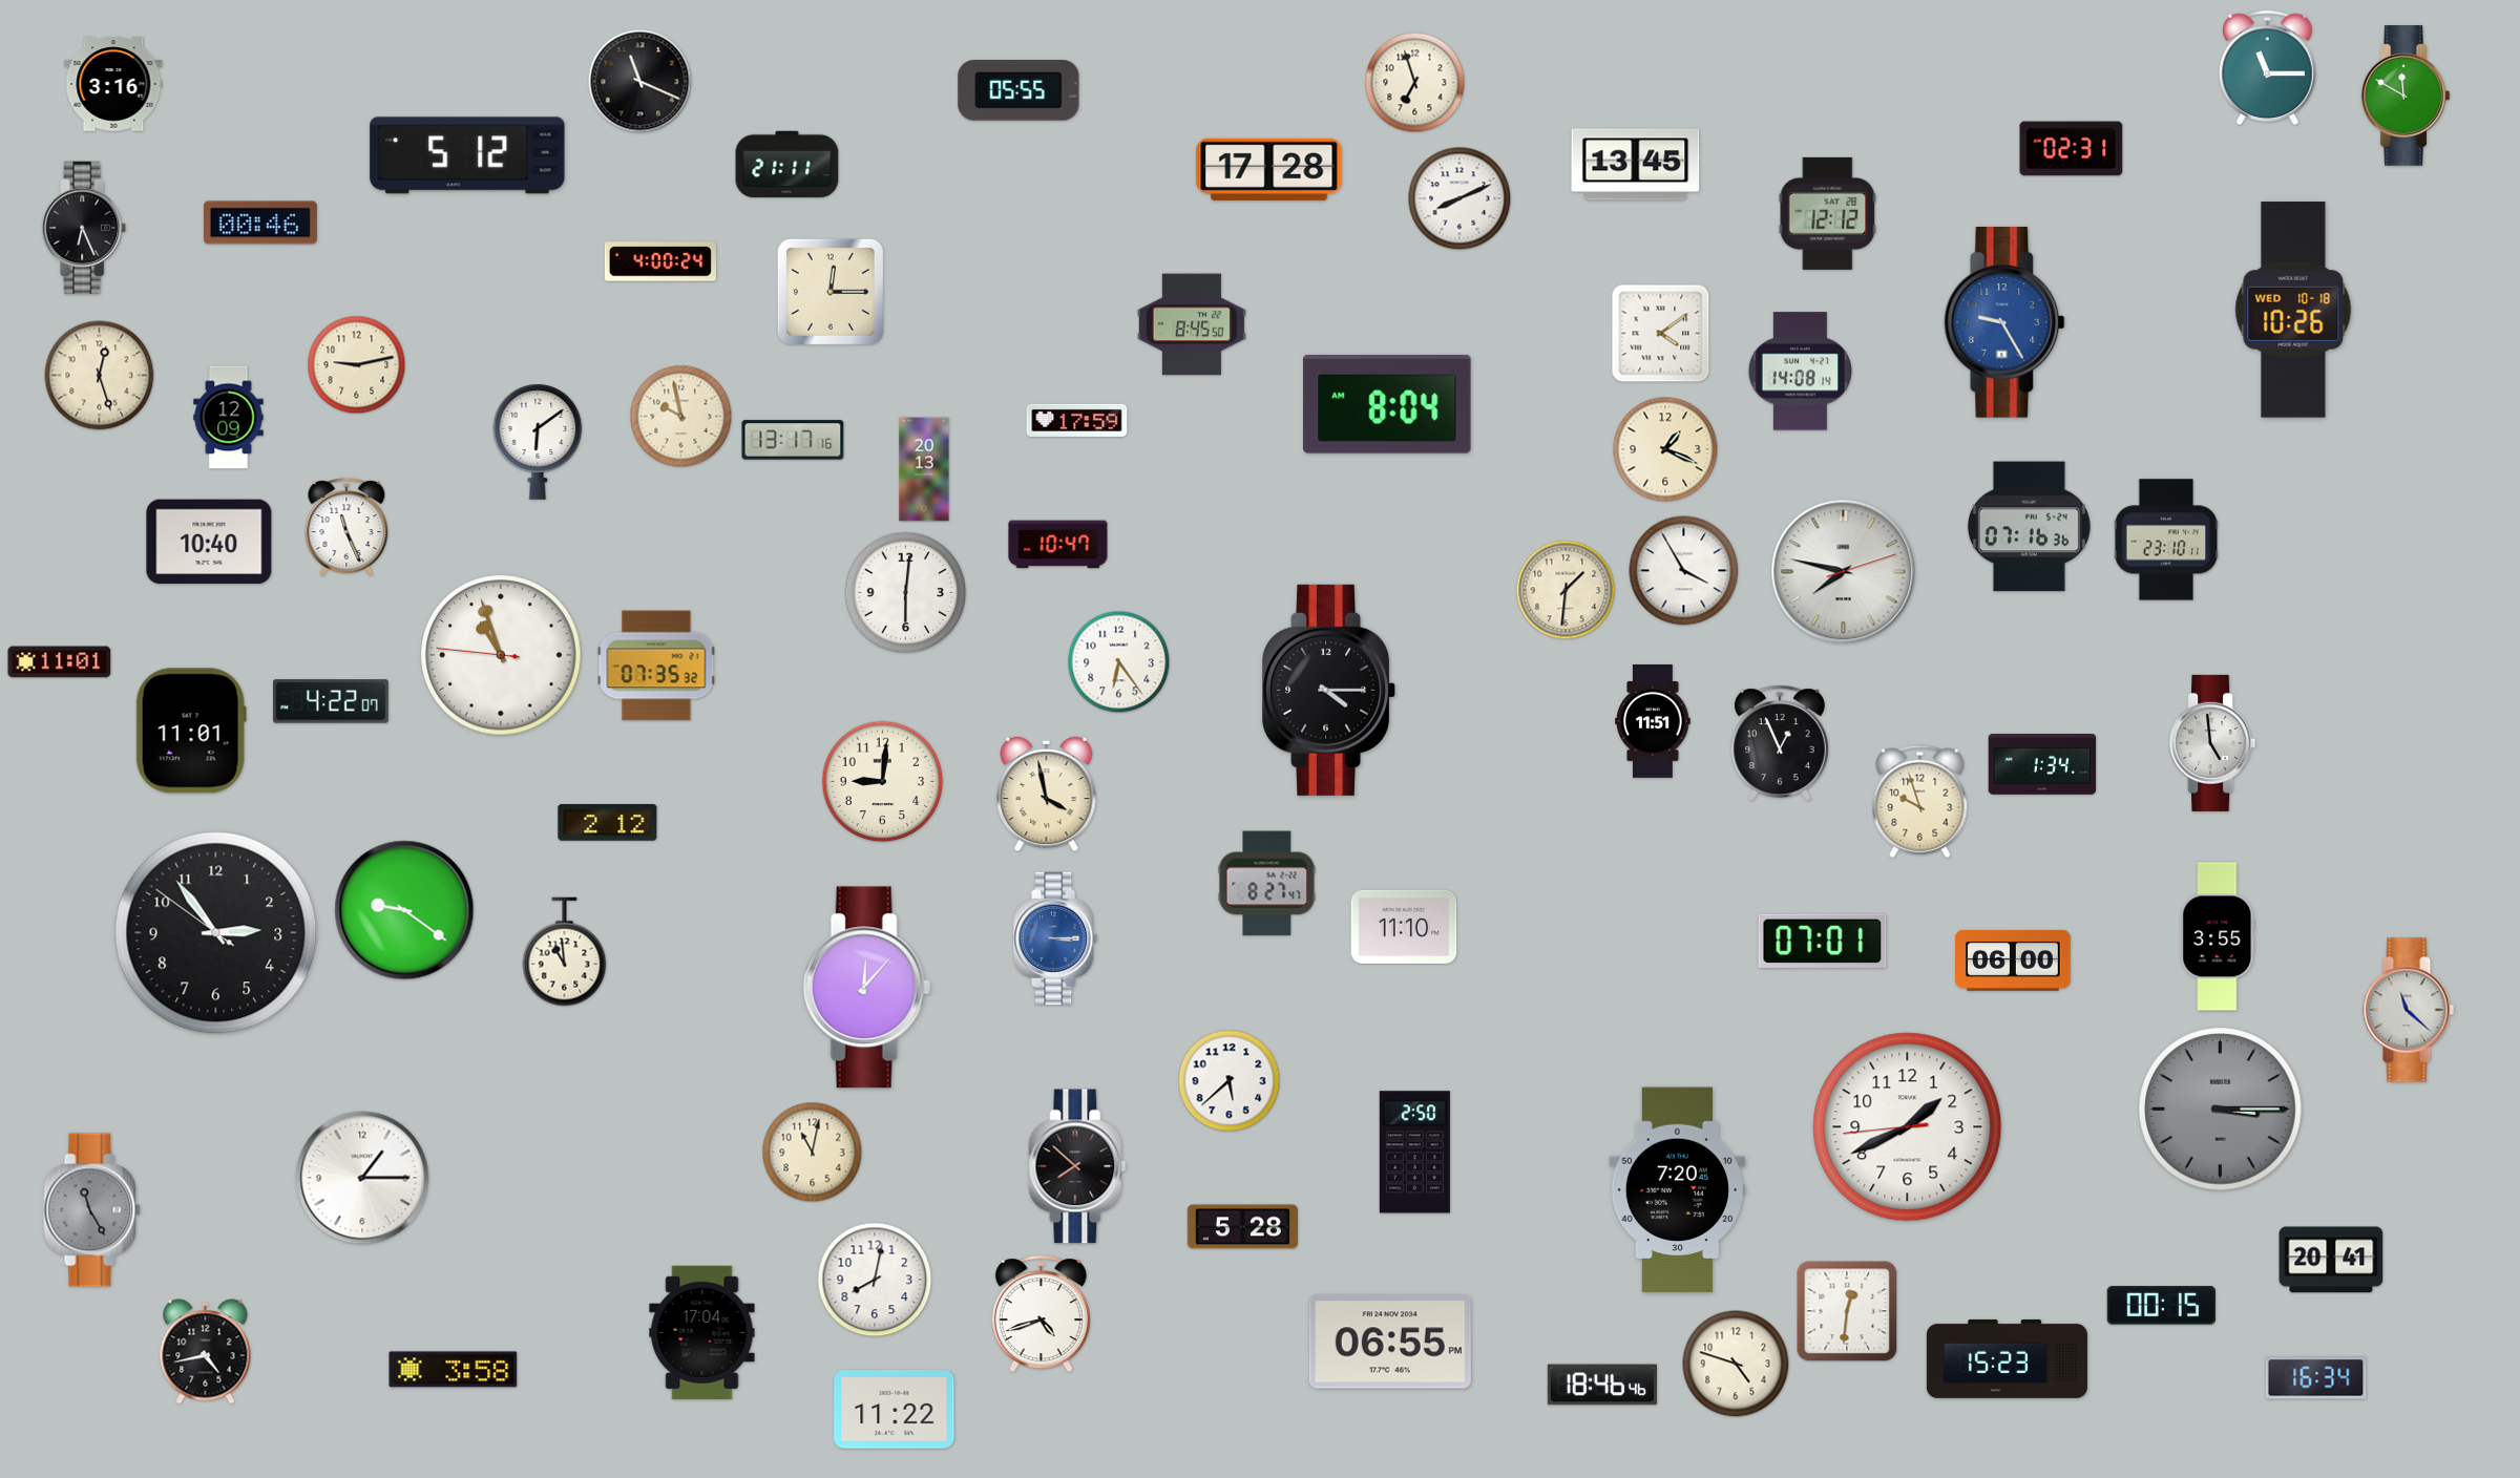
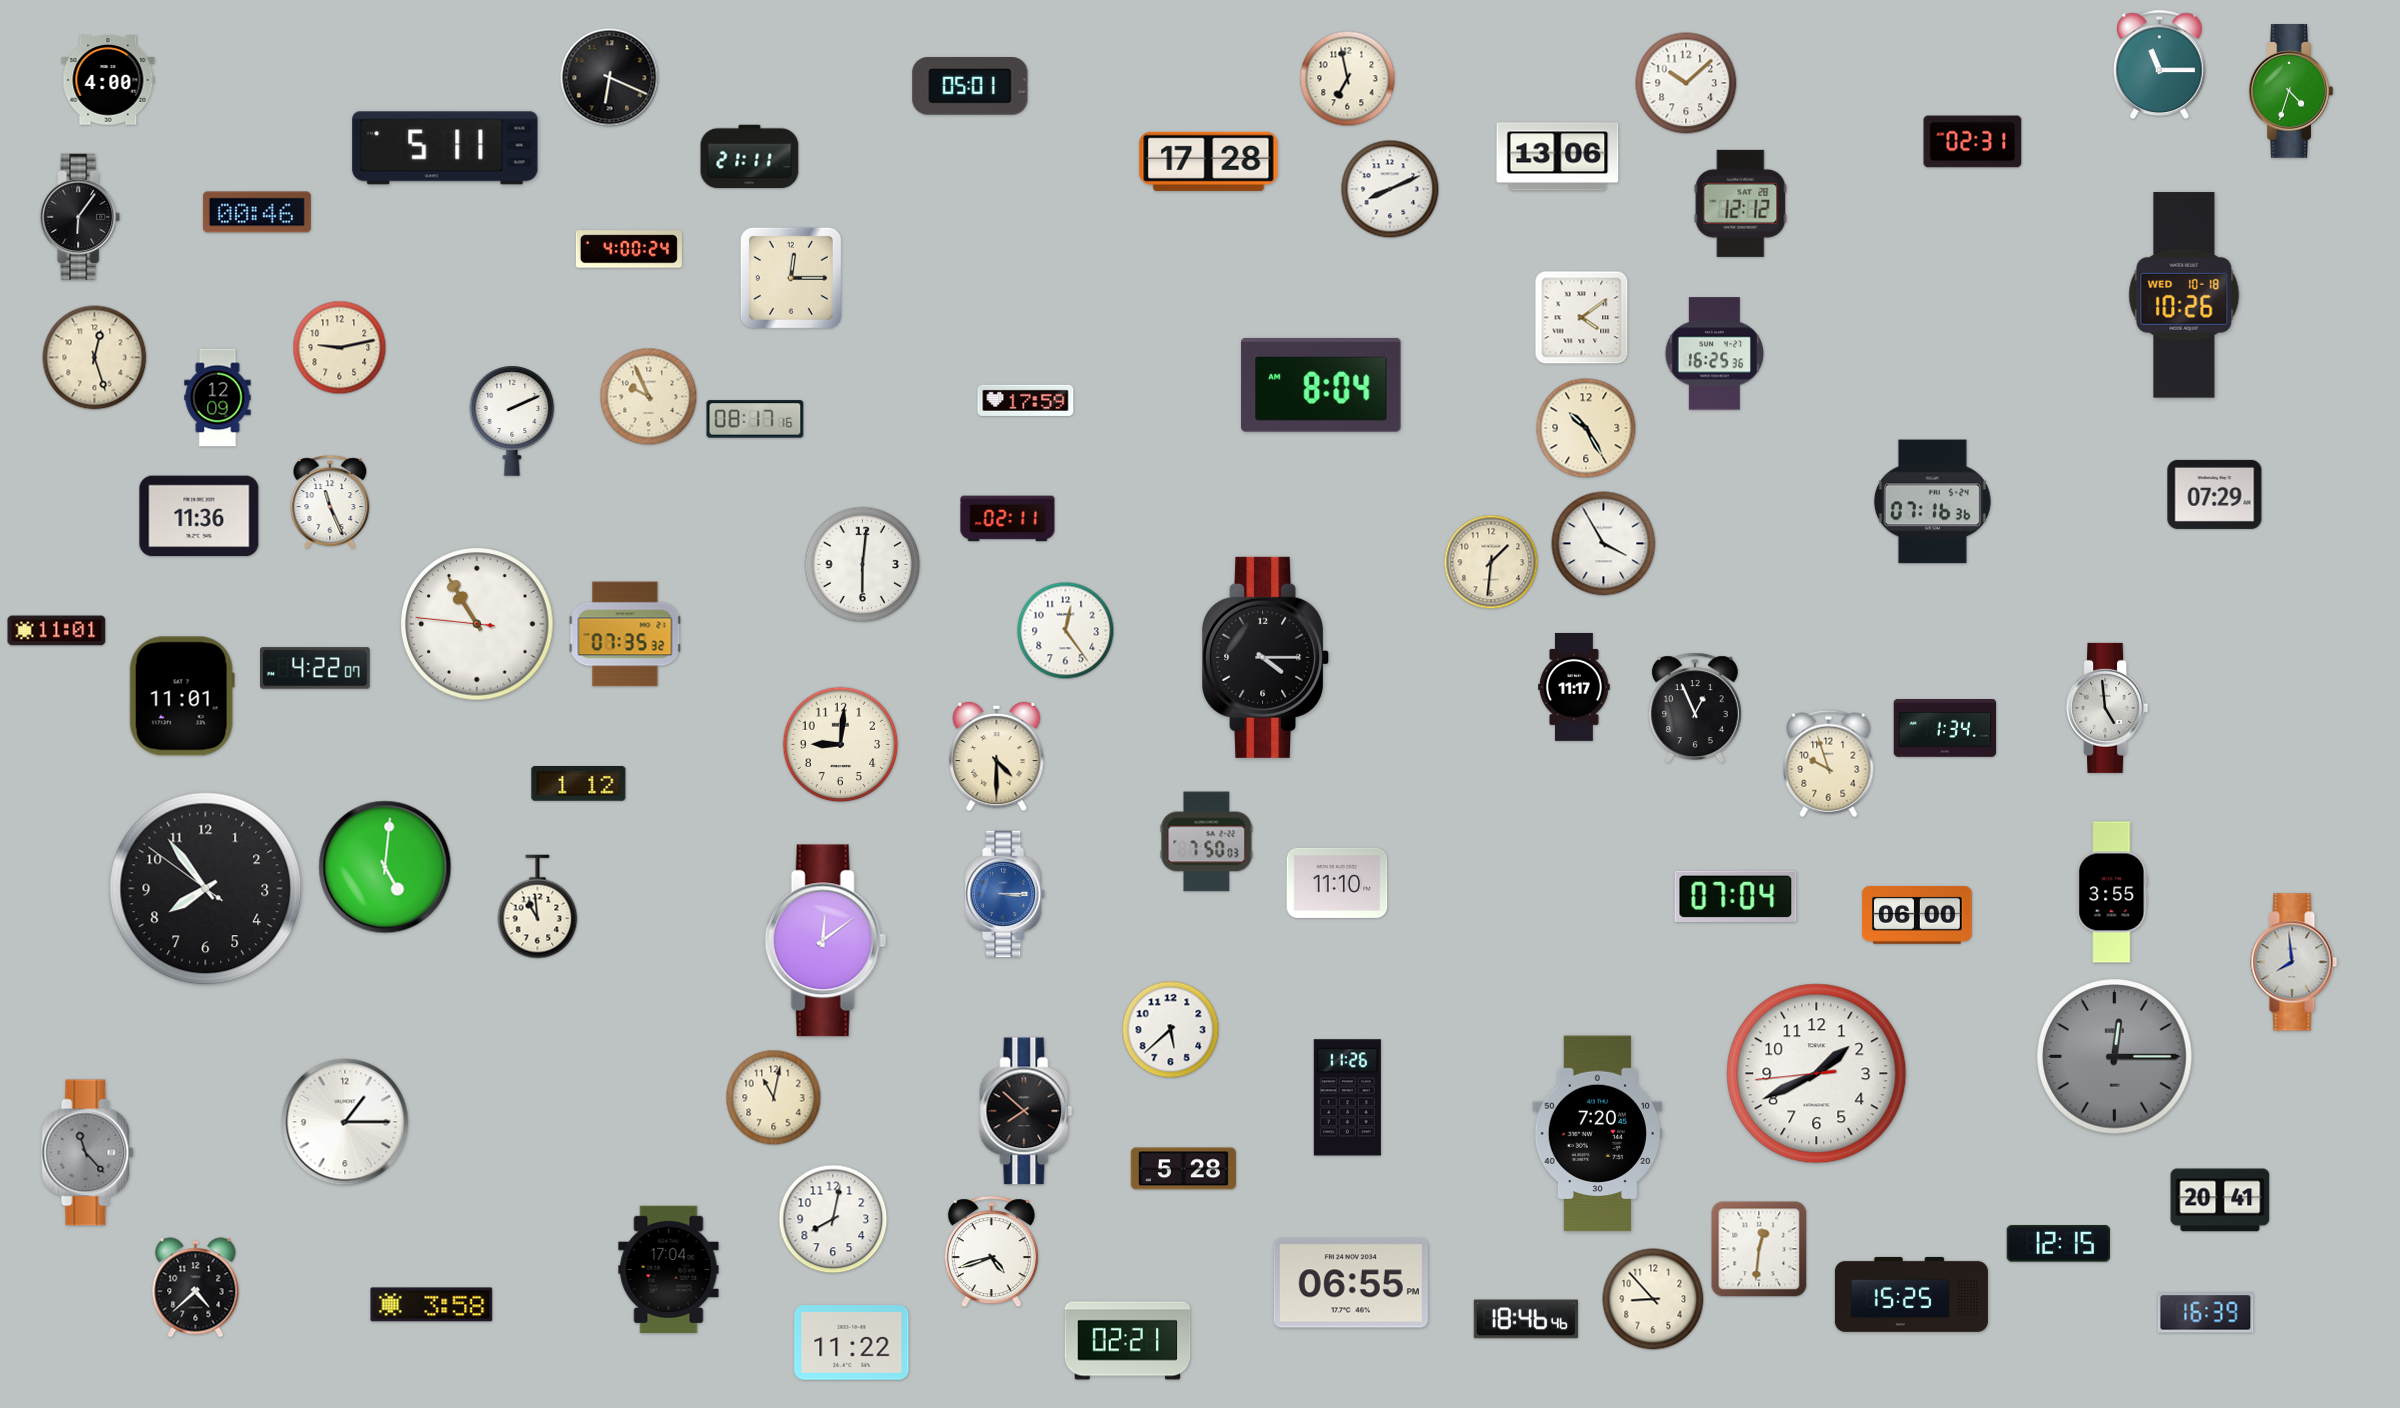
clock at (640, 82): 11:19 -> 6:19
clock at (1415, 83): 6:57 -> 6:58
clock at (113, 84): 3:16 -> 4:00
clock at (1686, 83): none -> 10:08
clock at (1018, 90): 05:55 -> 05:01
clock at (2406, 96): 11:50 -> 4:33
clock at (467, 155): 5:12 -> 5:11
clock at (1636, 165): 13:45 -> 13:06
clock at (260, 223) position: (260, 223) -> (257, 212)
clock at (85, 228): 6:26 -> 6:06
clock at (2004, 323): 9:25 -> none
clock at (1192, 324): 8:45 -> none
clock at (1800, 372): 14:08 -> 16:25
clock at (681, 417): 9:58 -> 9:56
clock at (793, 440): 13:17 -> 08:17
clock at (538, 442): 6:09 -> 2:11
clock at (1665, 449): 1:19 -> 10:25
clock at (924, 469): 20:13 -> none
clock at (2215, 494): none -> 07:29
clock at (2166, 540): 23:10 -> none
clock at (209, 542): 10:40 -> 11:36
clock at (1058, 545): 10:47 -> 02:11
clock at (1844, 572): 7:47 -> none
clock at (501, 655): 10:56 -> 10:54
clock at (1119, 662): 6:24 -> 12:24
clock at (1653, 721): 11:51 -> 11:17
clock at (1047, 795): 3:58 -> 4:30
clock at (608, 823): 2:12 -> 1:12
clock at (1267, 884): 8:27 -> 7:50
clock at (404, 910): 9:21 -> 5:01
clock at (216, 933): 2:53 -> 7:53
clock at (1823, 942): 07:01 -> 07:04
clock at (866, 988): 12:07 -> 12:09
clock at (2409, 1010): 11:22 -> 7:59
clock at (2221, 1110): 3:15 -> 12:15
clock at (1414, 1153): 2:50 -> 11:26
clock at (92, 1210): 11:25 -> 11:23
clock at (2161, 1306): 00:15 -> 12:15
clock at (1390, 1342) position: (1390, 1342) -> (1351, 1283)
clock at (206, 1352): 4:43 -> 4:38
clock at (2007, 1358): 15:23 -> 15:25
clock at (1736, 1364): 4:48 -> 8:53
clock at (2316, 1378): 16:34 -> 16:39
clock at (1128, 1341): none -> 02:21
